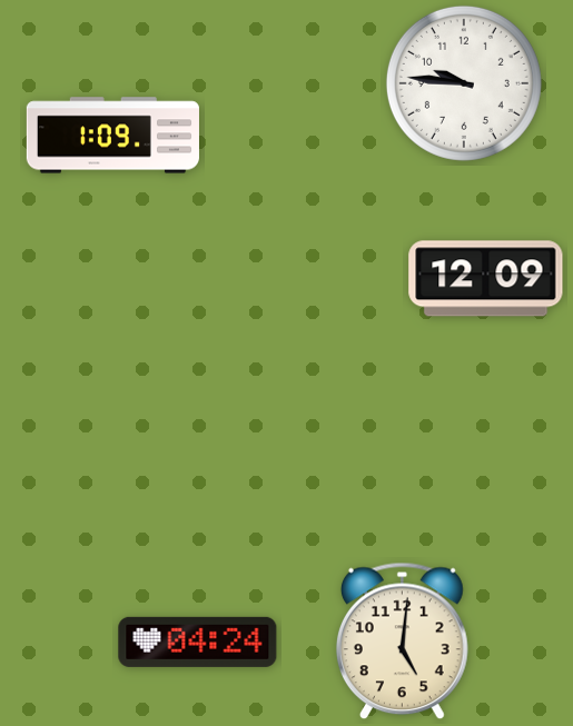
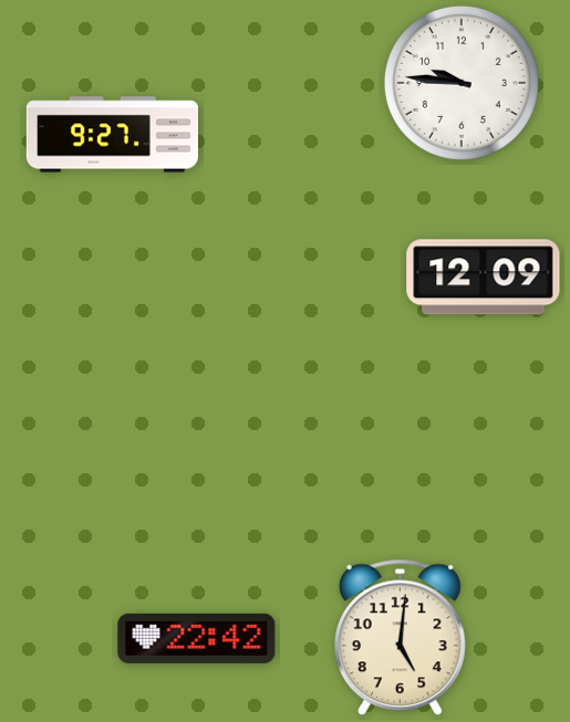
clock at (112, 136): 1:09 -> 9:27
clock at (198, 642): 04:24 -> 22:42
